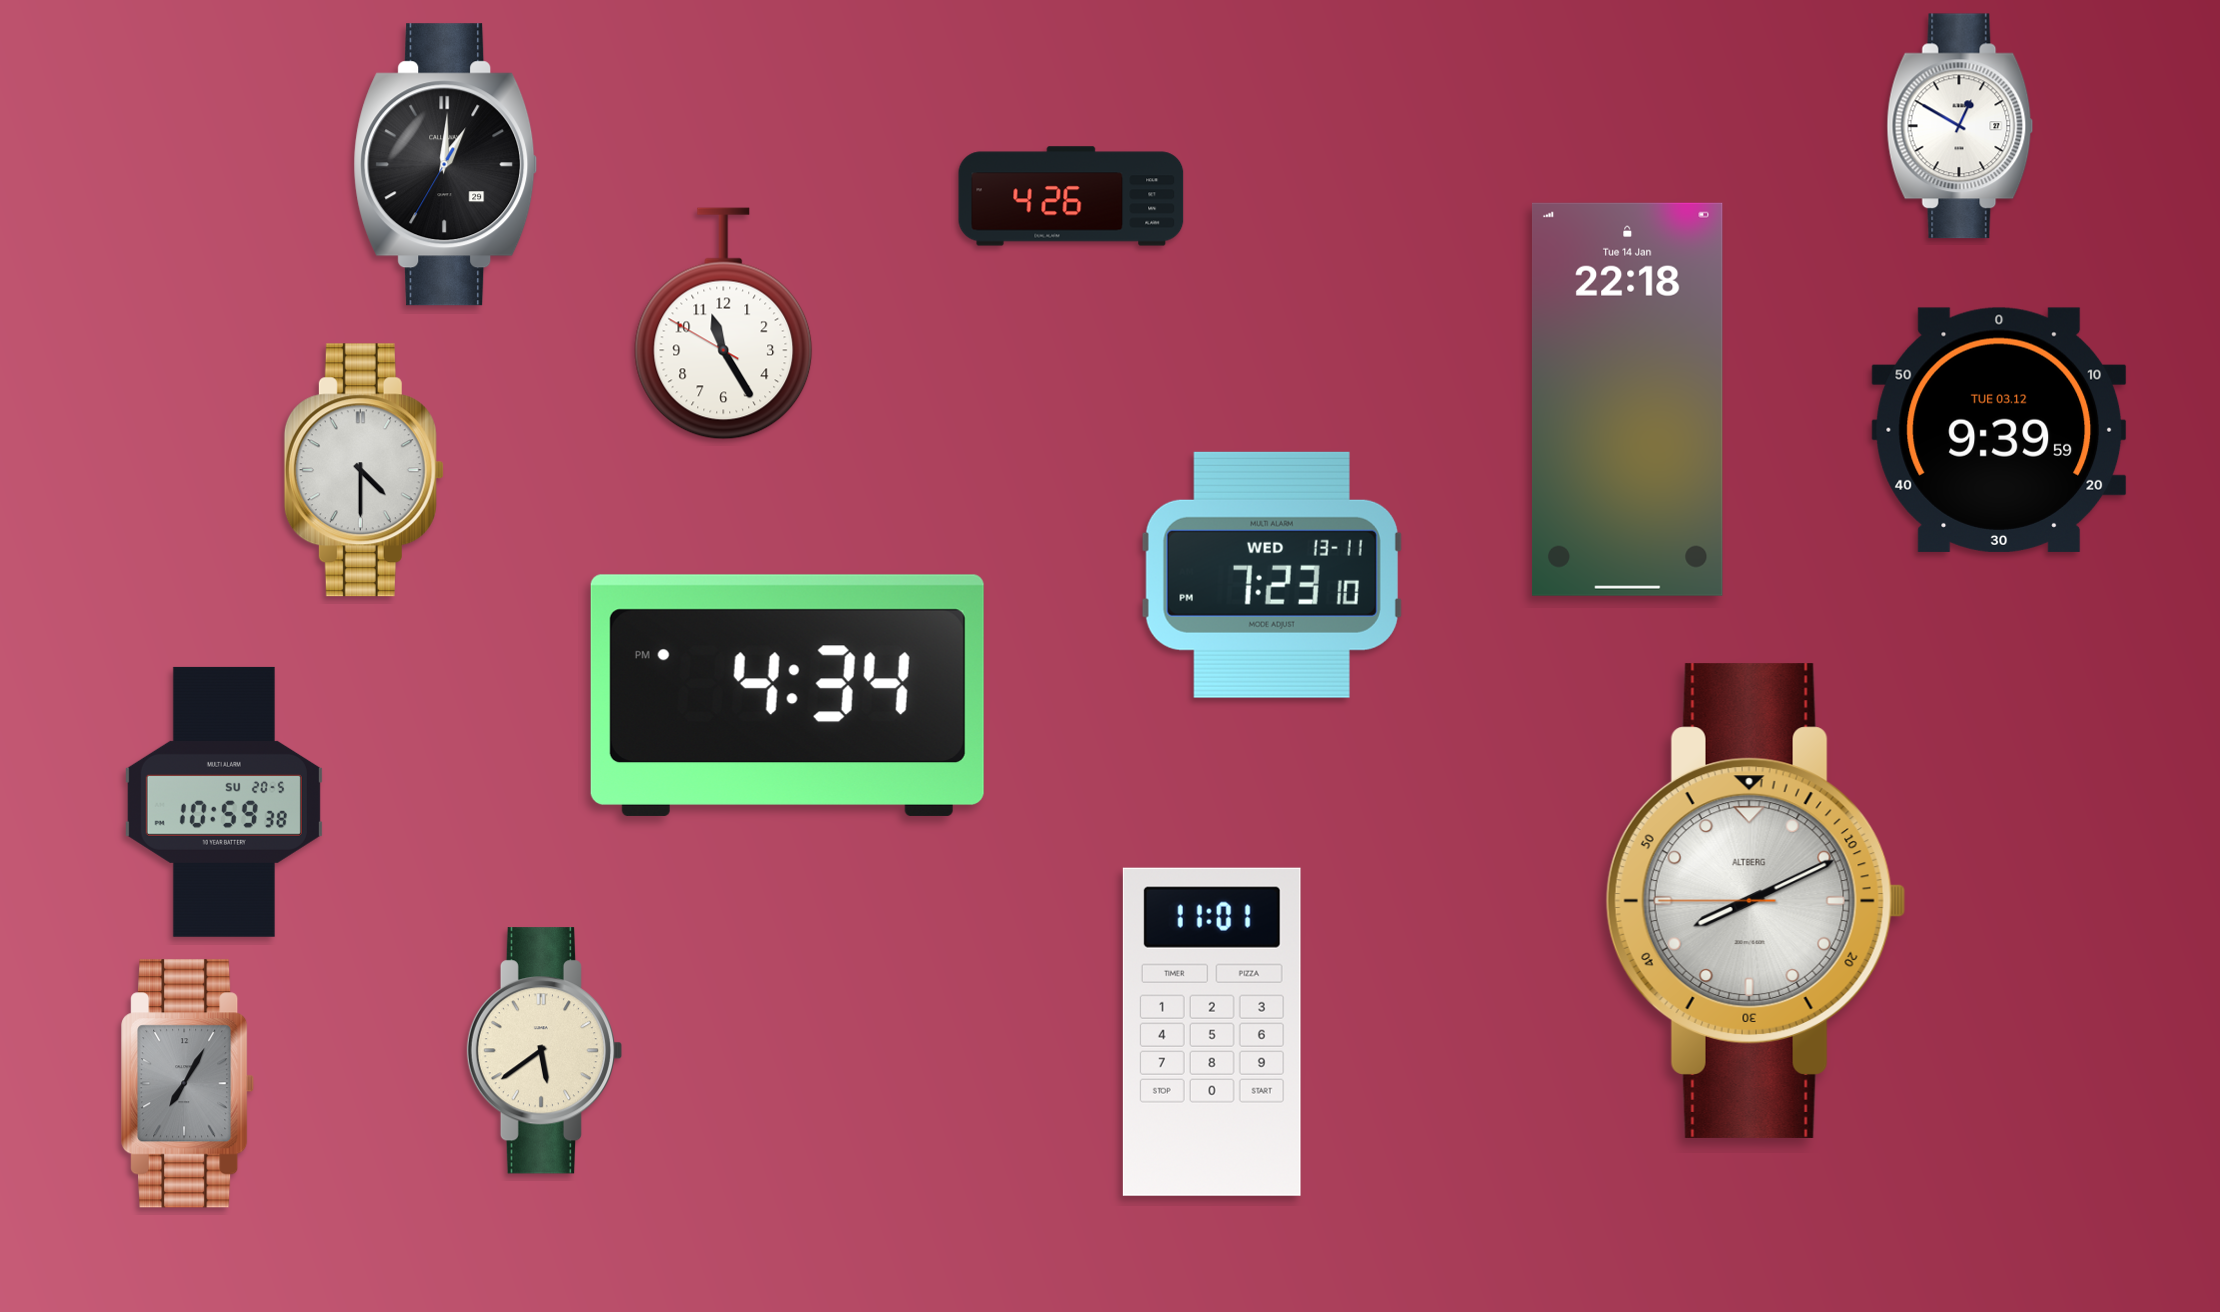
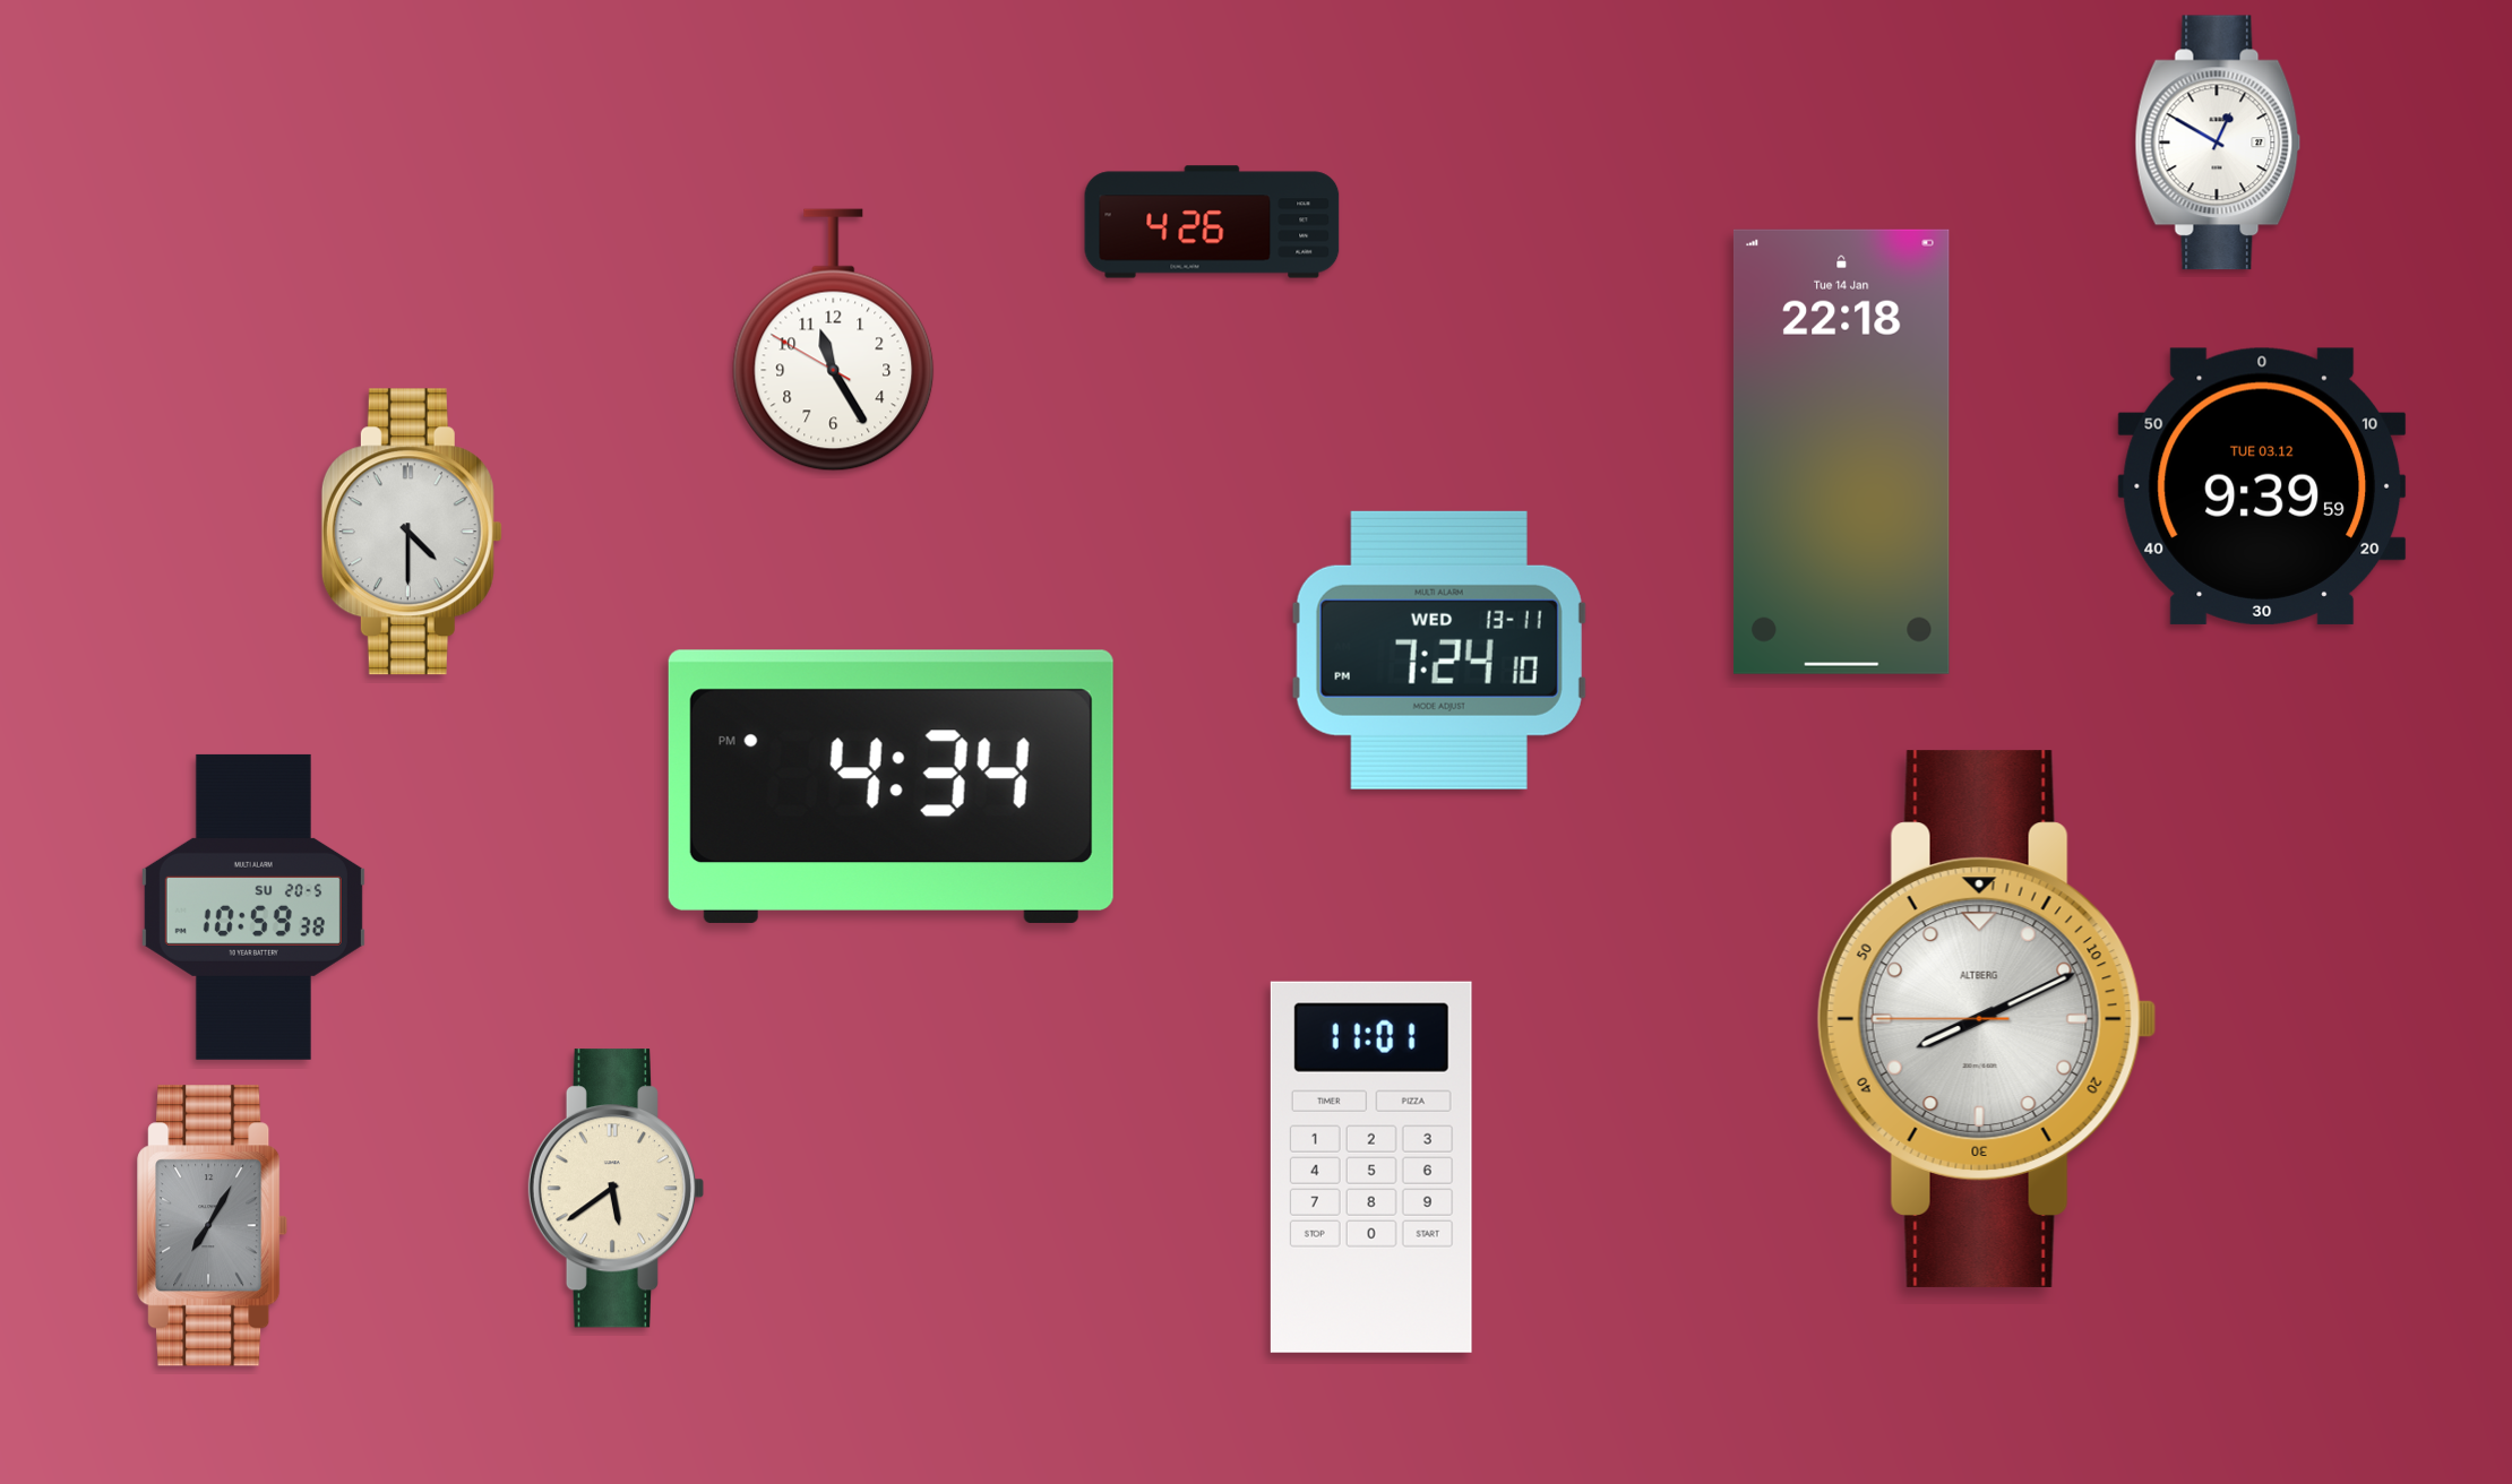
clock at (446, 165): 1:00 -> none
clock at (724, 324) position: (724, 324) -> (834, 340)
clock at (1272, 575): 7:23 -> 7:24
